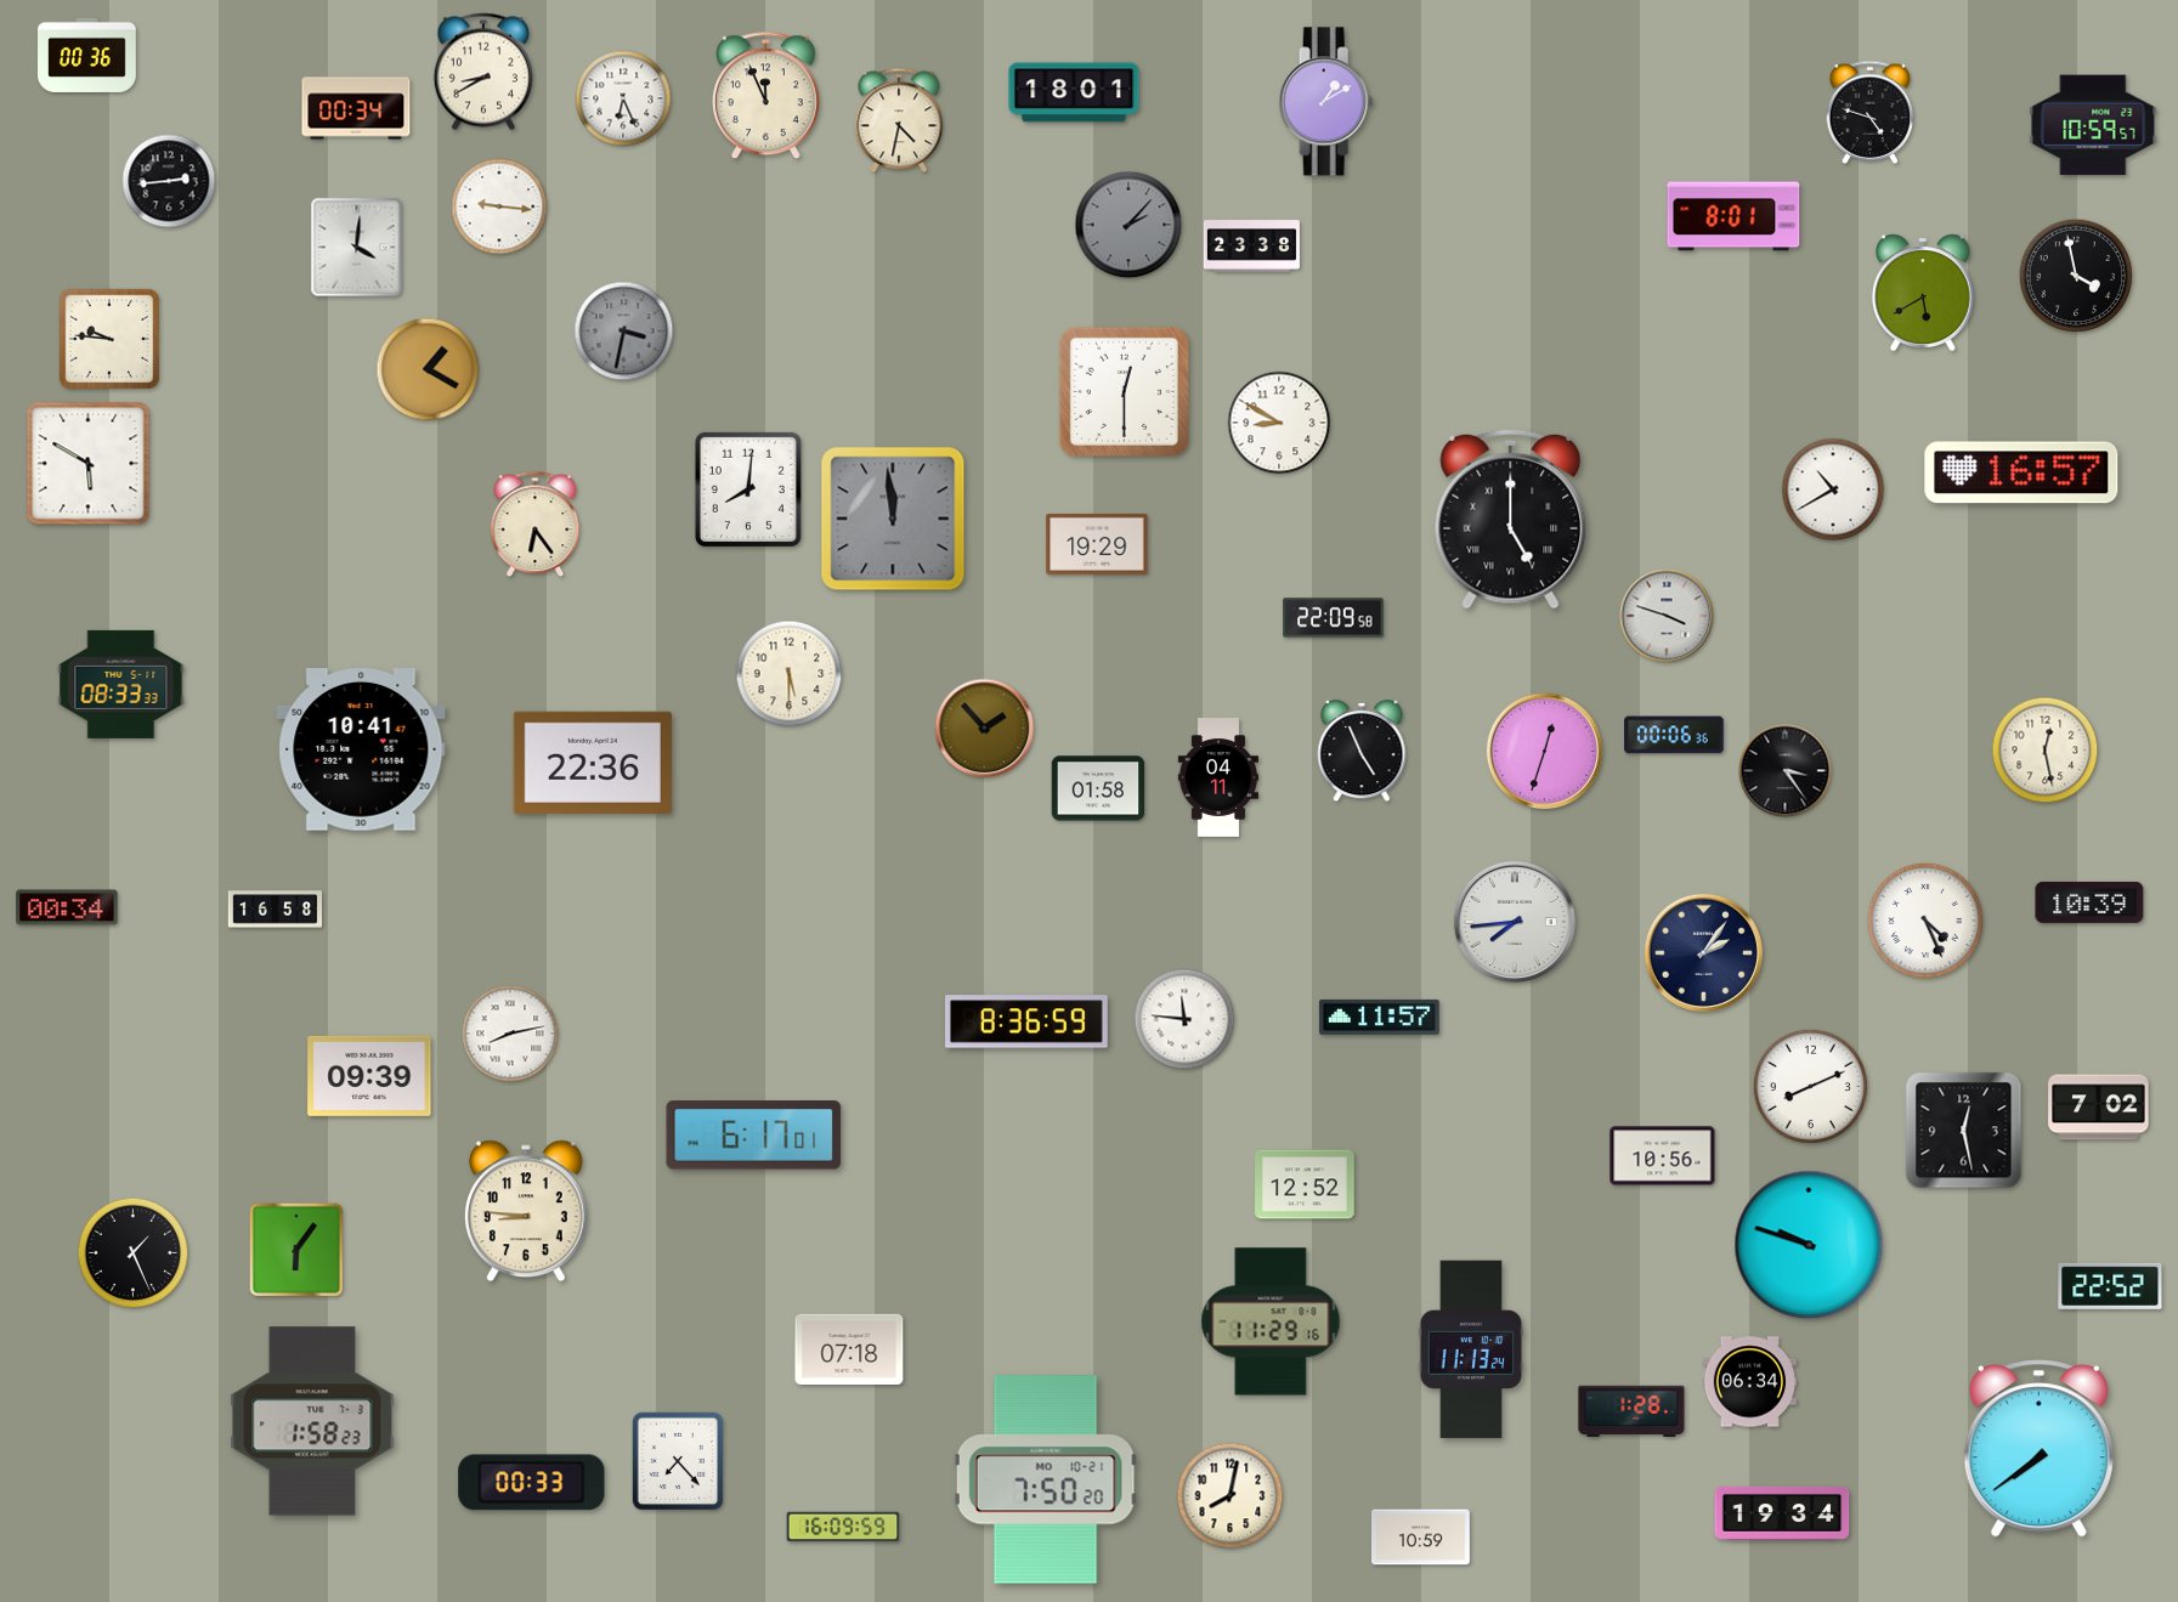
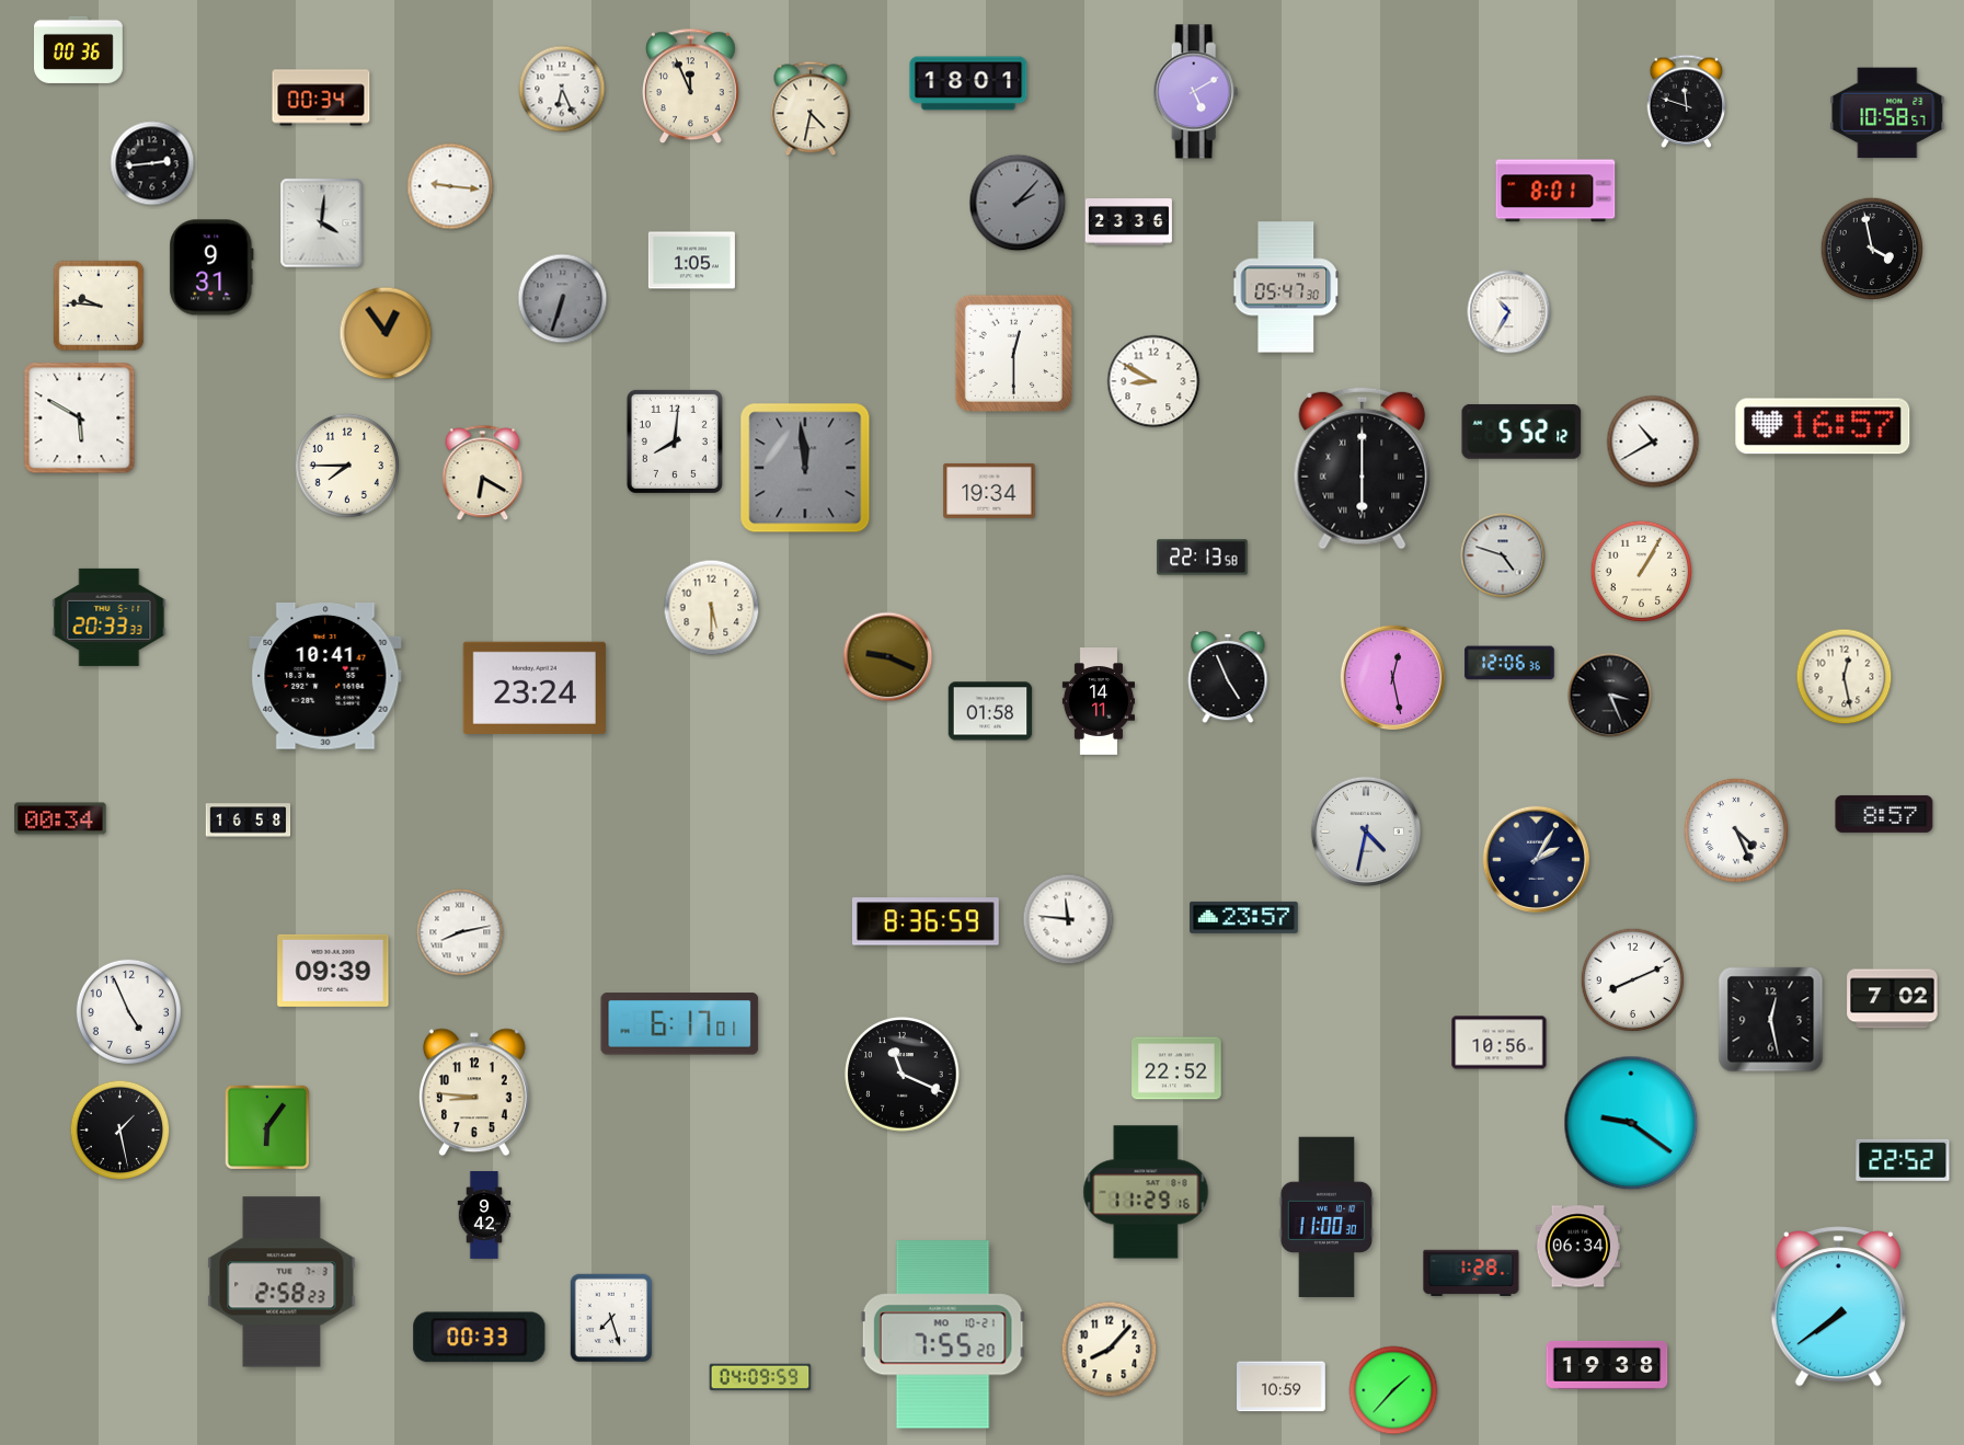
clock at (482, 72): 8:40 -> none
clock at (1326, 102): 1:10 -> 5:10
clock at (1871, 112): 4:48 -> 11:48
clock at (2093, 125): 10:59 -> 10:58
clock at (1733, 216) position: (1733, 216) -> (1555, 191)
clock at (1251, 247): 23:38 -> 23:36
clock at (691, 261): none -> 1:05
clock at (1923, 293): 5:40 -> none
clock at (211, 267): none -> 9:31
clock at (1286, 287): none -> 05:47
clock at (624, 332): 3:32 -> 6:33
clock at (1509, 312): none -> 10:35
clock at (428, 369): 1:20 -> 12:54
clock at (1521, 432): none -> 5:52
clock at (347, 466): none -> 7:45
clock at (1511, 519): 5:00 -> 6:00
clock at (536, 525): 6:24 -> 6:20
clock at (1097, 544): 19:29 -> 19:34
clock at (1667, 616): 3:48 -> 4:48
clock at (1334, 618): 22:09 -> 22:13
clock at (1642, 572): none -> 1:05
clock at (121, 684): 08:33 -> 20:33
clock at (985, 729): 1:53 -> 9:19
clock at (1674, 735): 00:06 -> 12:06
clock at (1544, 751): 12:33 -> 12:28
clock at (593, 763): 22:36 -> 23:24
clock at (1786, 771): 3:24 -> 3:26
clock at (1217, 779): 04:11 -> 14:11
clock at (2089, 902): 10:39 -> 8:57
clock at (1515, 922): 7:44 -> 4:32
clock at (1703, 952): 2:06 -> 2:05
clock at (1380, 1017): 11:57 -> 23:57
clock at (128, 1011): none -> 4:56
clock at (1305, 1184): 12:52 -> 22:52
clock at (903, 1075): none -> 11:19
clock at (1809, 1245): 9:48 -> 9:21
clock at (134, 1253): 1:26 -> 1:28
clock at (484, 1216): none -> 9:42
clock at (849, 1348): 07:18 -> none
clock at (1471, 1349): 11:13 -> 11:00
clock at (312, 1421): 1:58 -> 2:58
clock at (678, 1461): 7:23 -> 7:27
clock at (1046, 1479): 7:50 -> 7:55
clock at (1231, 1496): 8:02 -> 8:07
clock at (1782, 1513): 19:34 -> 19:38
clock at (843, 1527): 16:09 -> 04:09
clock at (1393, 1390): none -> 1:37
